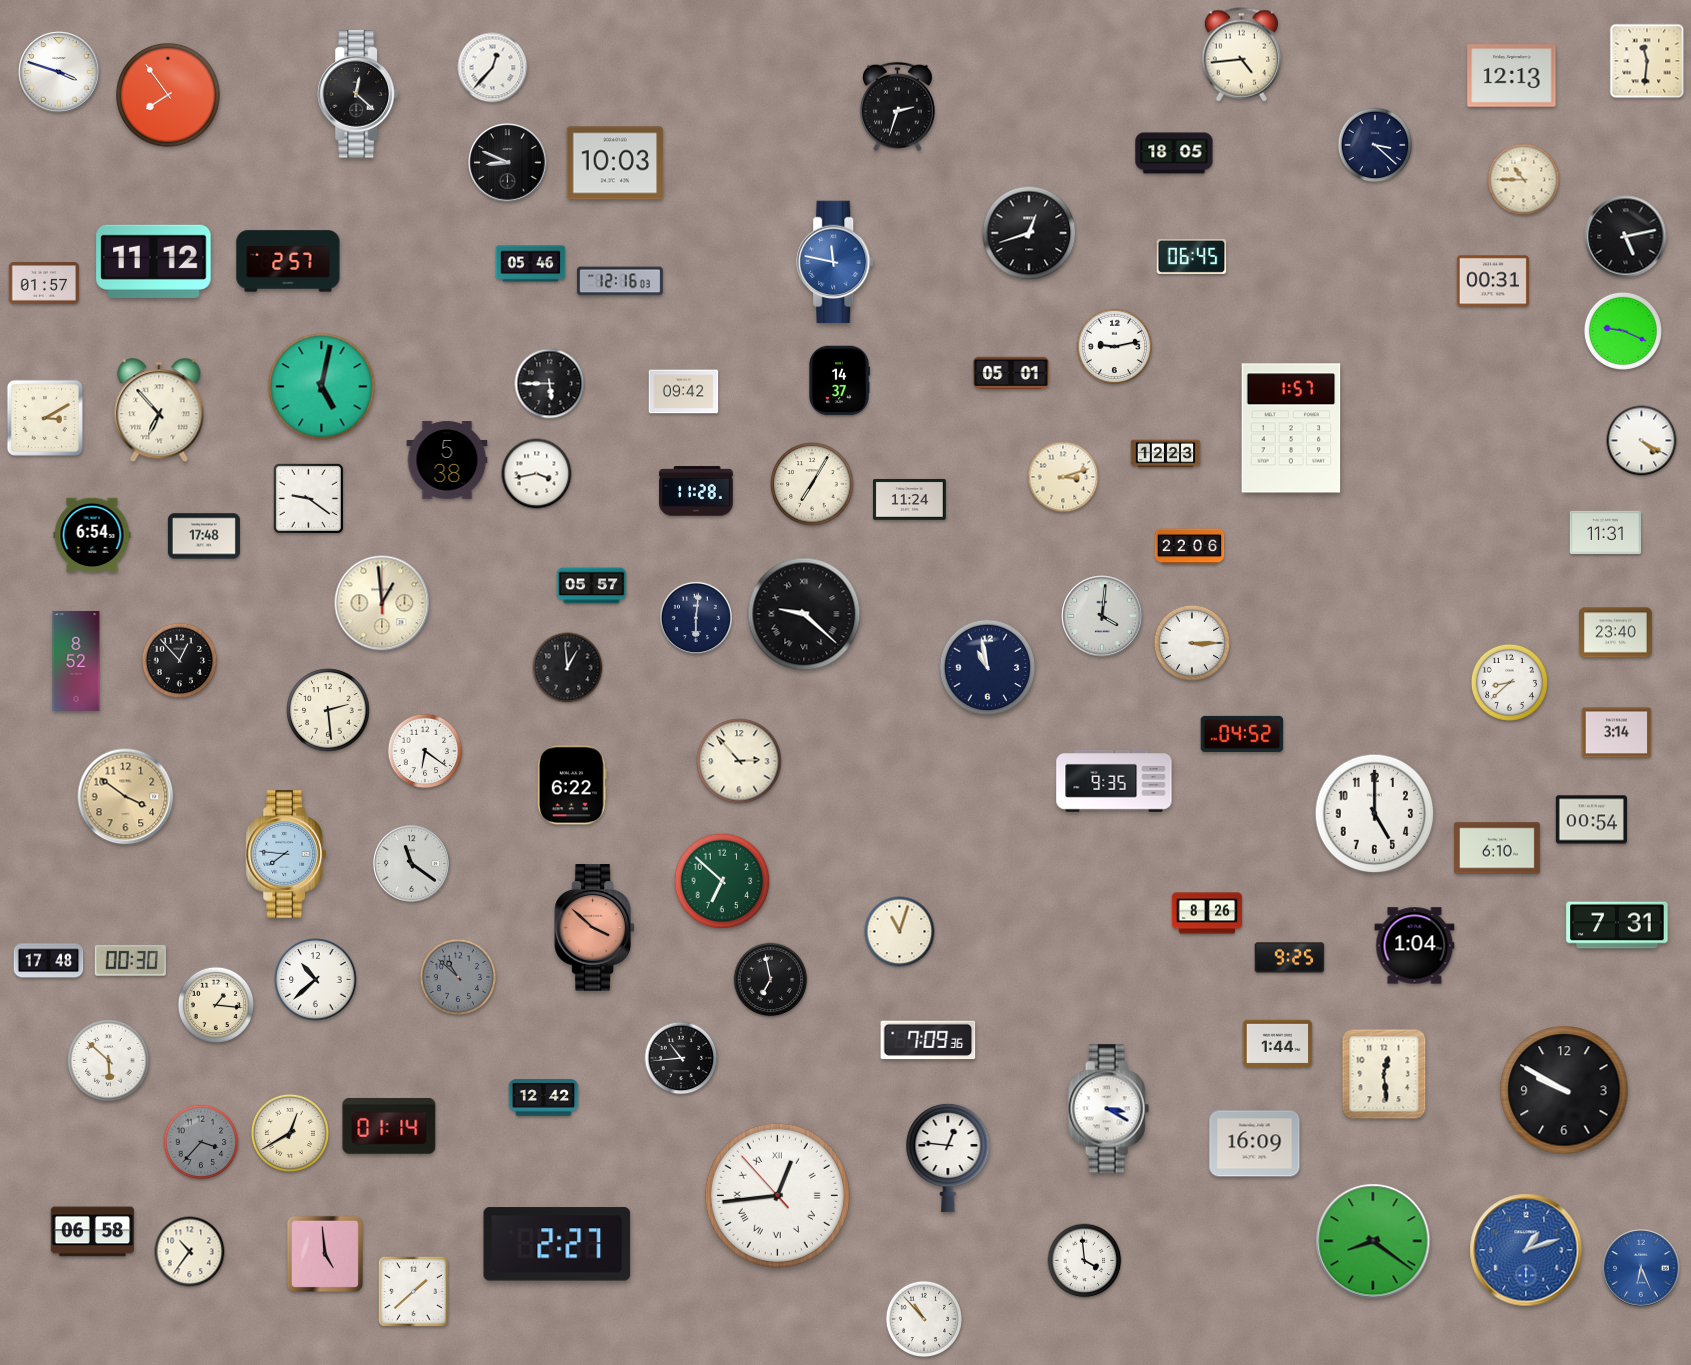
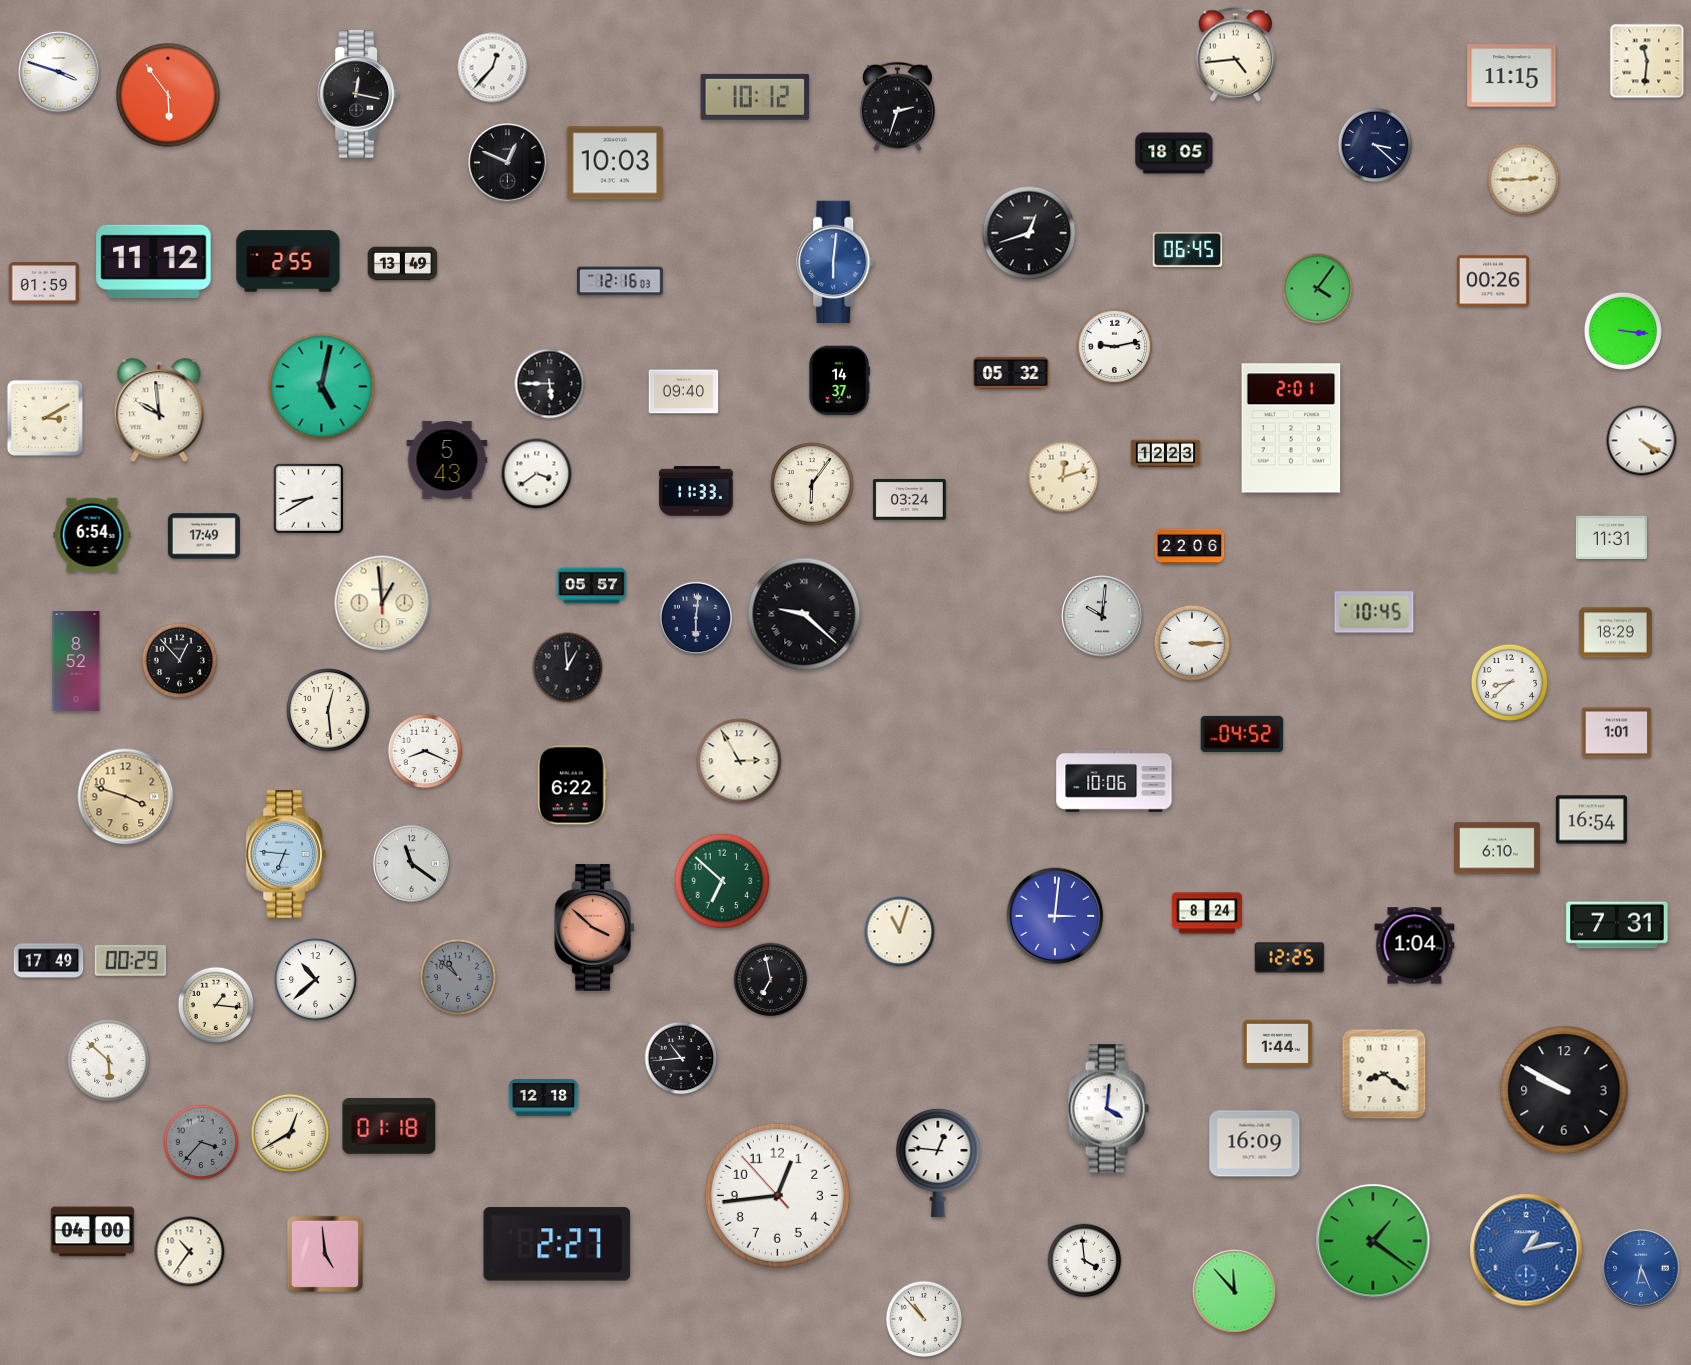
clock at (1241, 55) position: (1241, 55) -> (1235, 55)
clock at (1512, 76): 12:13 -> 11:15
clock at (358, 94): 12:22 -> 12:17
clock at (168, 95): 7:54 -> 5:54
clock at (755, 97): none -> 10:12
clock at (508, 163): 8:49 -> 12:49
clock at (1524, 180): 10:45 -> 2:45
clock at (1626, 237): 5:13 -> none
clock at (1192, 256) position: (1192, 256) -> (1188, 249)
clock at (288, 261): 2:57 -> 2:55
clock at (836, 262): 11:47 -> 6:01
clock at (403, 264): none -> 13:49
clock at (531, 264): 05:46 -> none
clock at (1493, 281): 00:31 -> 00:26
clock at (44, 283): 01:57 -> 01:59
clock at (1318, 289): none -> 4:06
clock at (1623, 331): 9:19 -> 3:16
clock at (1011, 372): 05:01 -> 05:32
clock at (684, 392): 09:42 -> 09:40
clock at (159, 411): 6:53 -> 9:59
clock at (1291, 428): 1:57 -> 2:01
clock at (447, 460): 5:38 -> 5:43
clock at (537, 474): 3:43 -> 3:39
clock at (1063, 477): 3:12 -> 12:12
clock at (812, 484): 7:05 -> 6:06
clock at (696, 491): 11:28 -> 11:33
clock at (308, 498): 9:21 -> 8:40
clock at (909, 499): 11:24 -> 03:24
clock at (1605, 532) position: (1605, 532) -> (1611, 537)
clock at (204, 536): 17:48 -> 17:49
clock at (1374, 612): none -> 10:45
clock at (1102, 616): 4:01 -> 10:01
clock at (1615, 633): 23:40 -> 18:29
clock at (988, 668): 10:58 -> none
clock at (328, 710): 2:29 -> 12:29
clock at (1617, 733): 3:14 -> 1:01
clock at (425, 751): 6:21 -> 8:19
clock at (739, 761): 2:53 -> 2:55
clock at (1114, 781): 9:35 -> 10:06
clock at (126, 797): 3:51 -> 3:48
clock at (1375, 814): 5:00 -> none
clock at (1591, 820): 00:54 -> 16:54
clock at (286, 854): 7:46 -> 6:46
clock at (1207, 913): 8:26 -> 8:24
clock at (1055, 916): none -> 3:01
clock at (1290, 958): 9:25 -> 12:25
clock at (49, 961): 17:48 -> 17:49
clock at (130, 961): 00:30 -> 00:29
clock at (928, 1040): 7:09 -> none
clock at (1384, 1074): 12:29 -> 8:21
clock at (544, 1098): 12:42 -> 12:18
clock at (1108, 1109): 3:20 -> 4:01
clock at (389, 1127): 01:14 -> 01:18
clock at (948, 1158) position: (948, 1158) -> (938, 1163)
clock at (777, 1195) numerals: Roman -> Arabic
clock at (93, 1232): 06:58 -> 04:00
clock at (1373, 1241): 8:21 -> 1:21
clock at (1526, 1250): 1:12 -> 1:13
clock at (413, 1291): 1:38 -> none
clock at (1235, 1292): none -> 11:53
